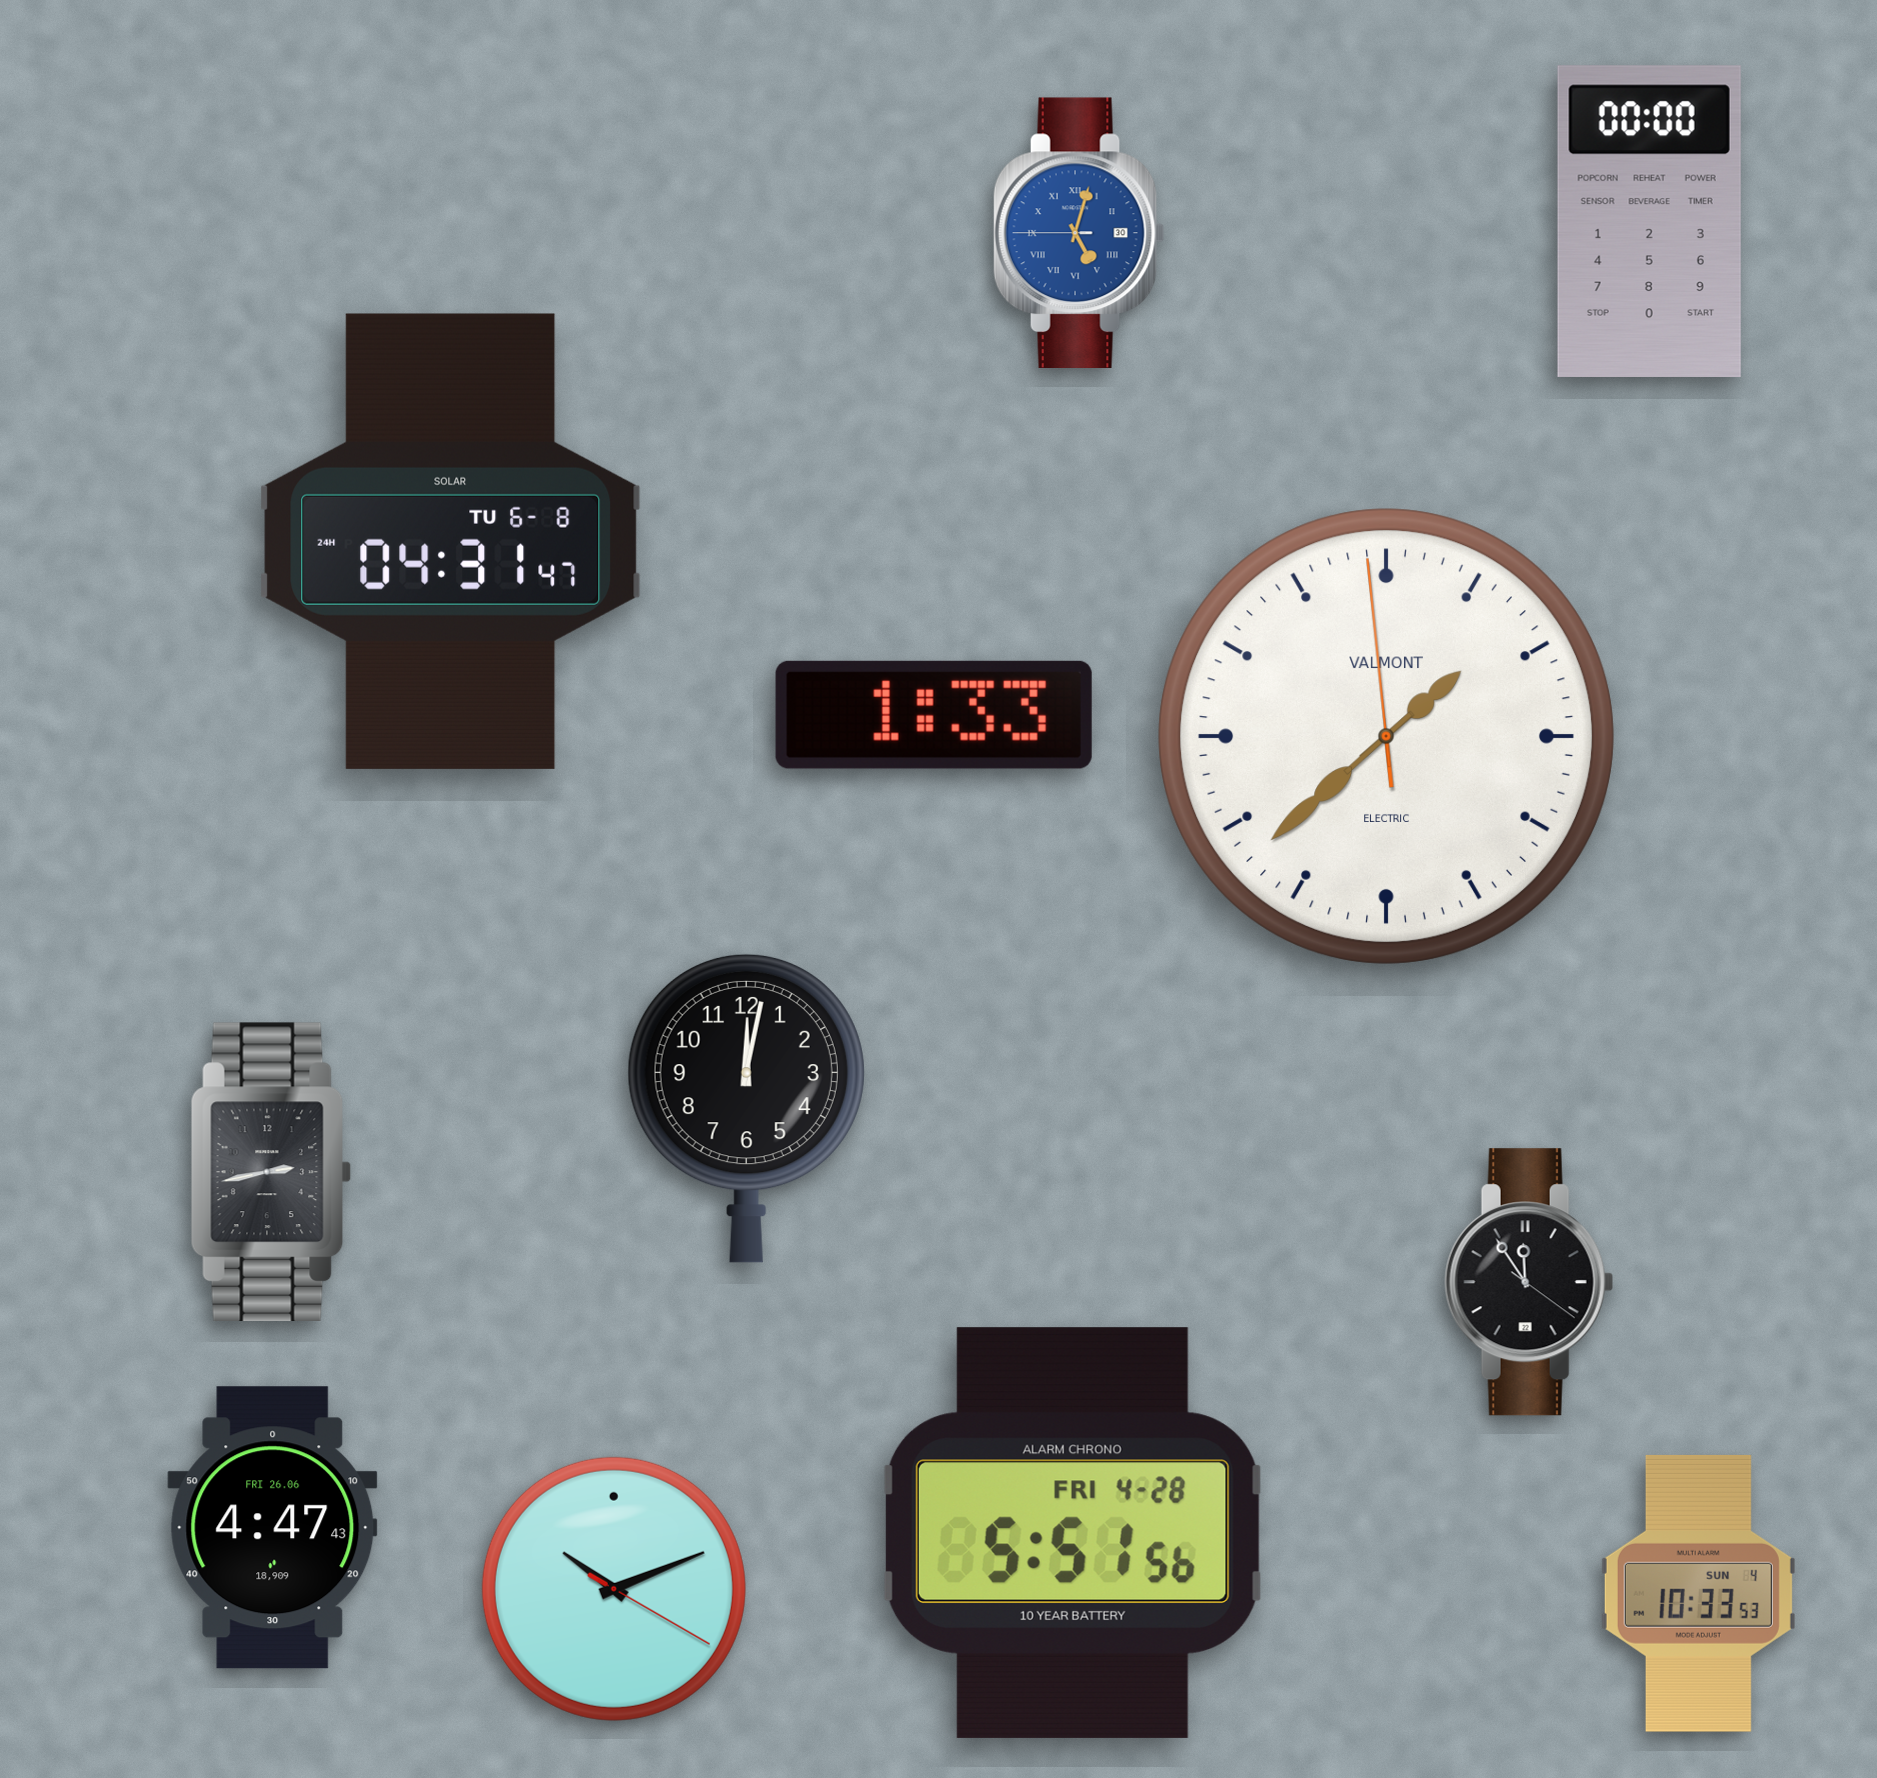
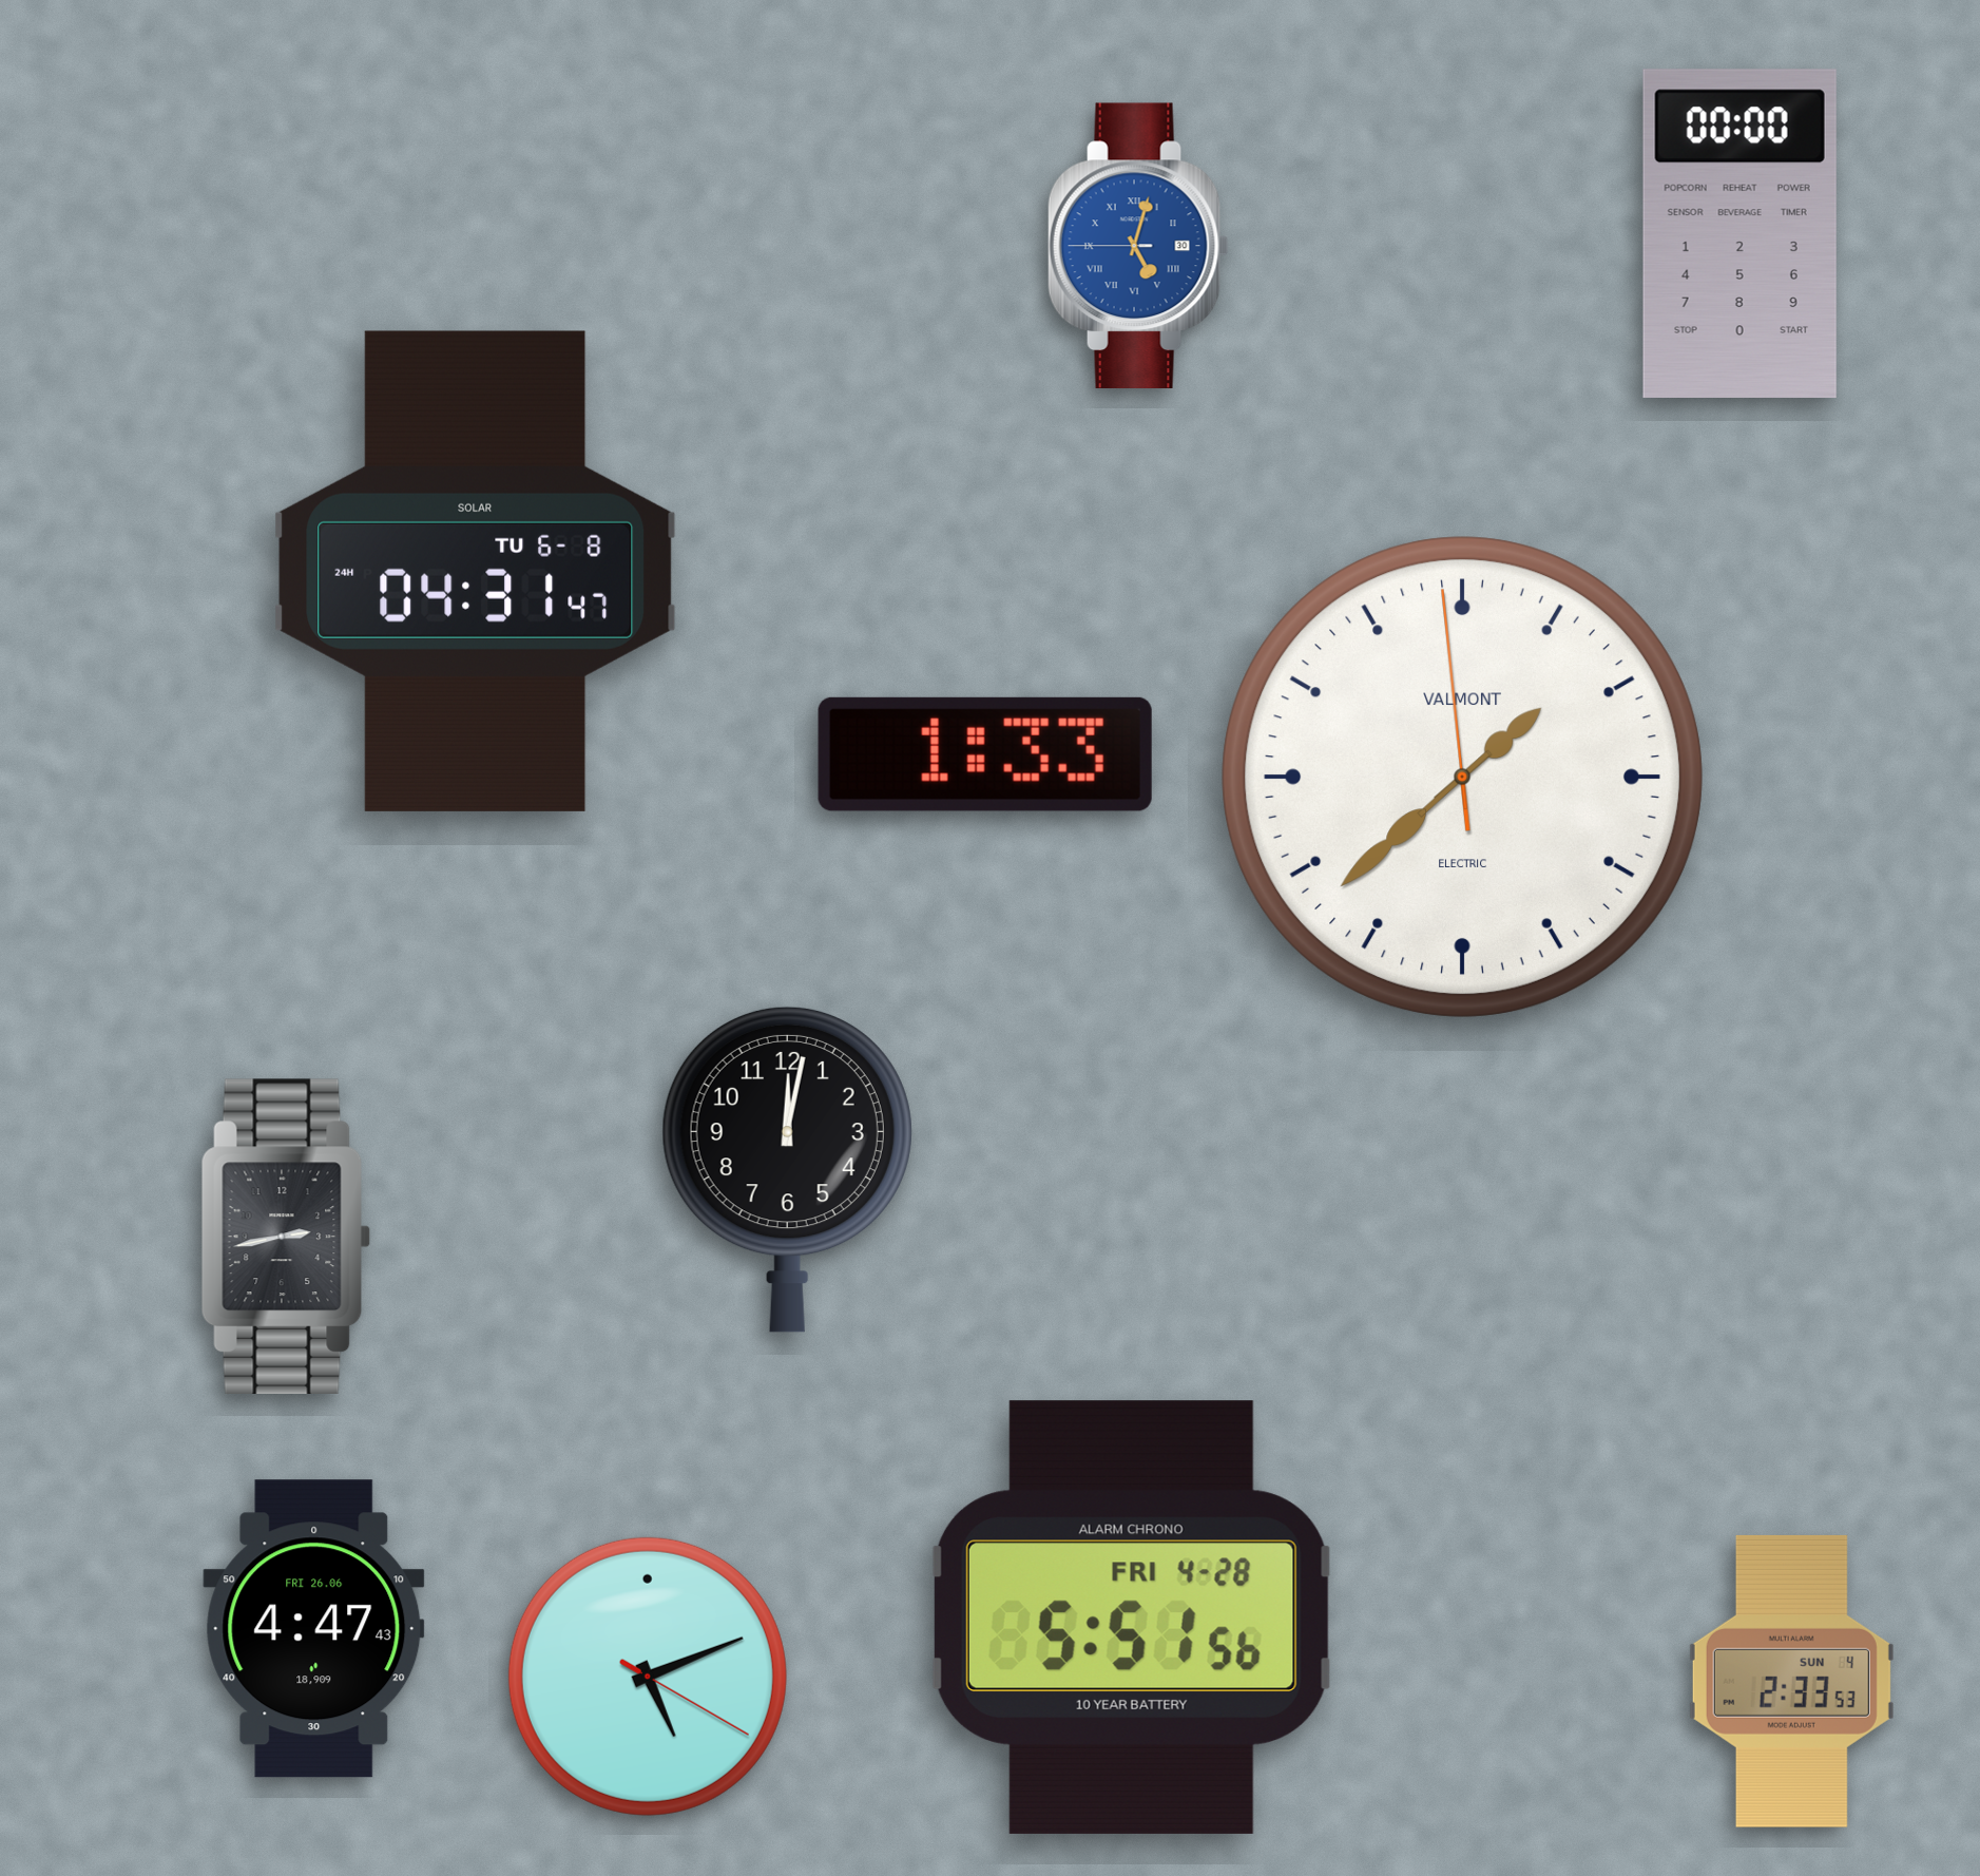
clock at (1529, 1282): 11:54 -> none
clock at (273, 1528) position: (273, 1528) -> (314, 1629)
clock at (614, 1589): 10:11 -> 5:11
clock at (1698, 1593): 10:33 -> 2:33
